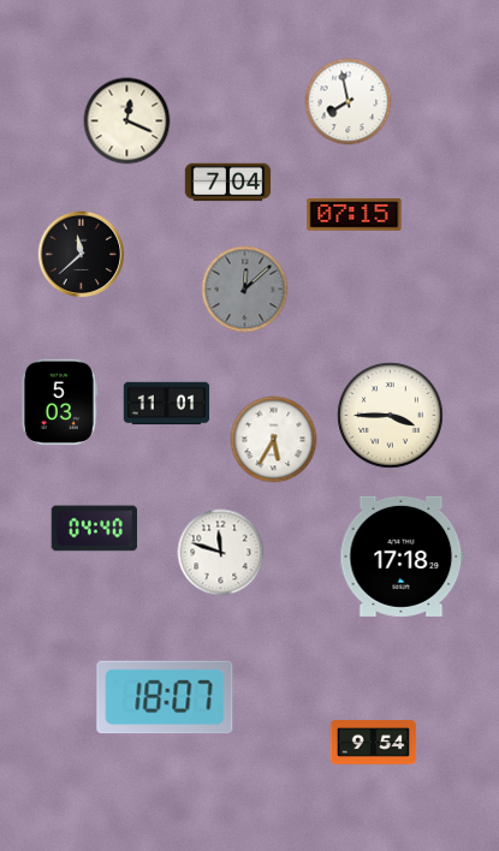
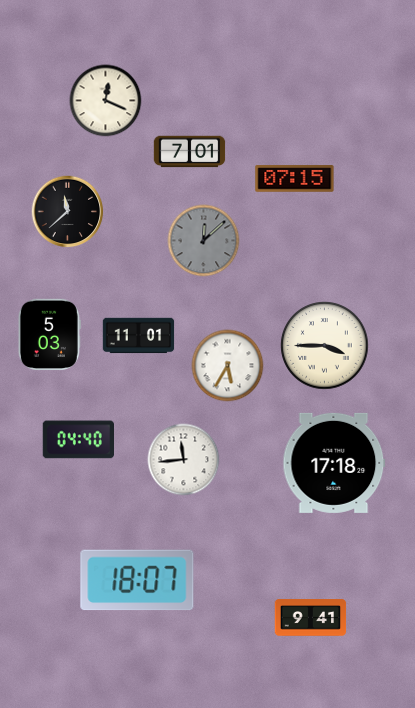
clock at (349, 102): 7:58 -> none
clock at (228, 183): 7:04 -> 7:01
clock at (221, 553): 11:48 -> 11:44
clock at (374, 743): 9:54 -> 9:41
